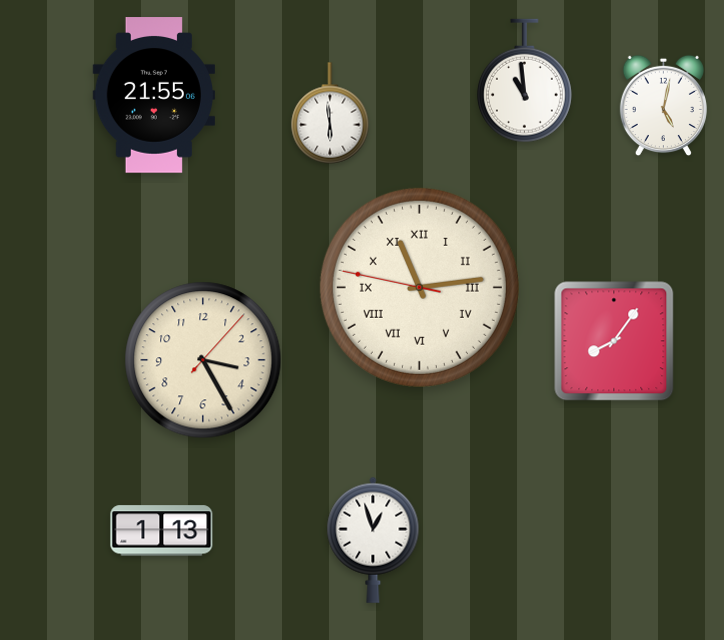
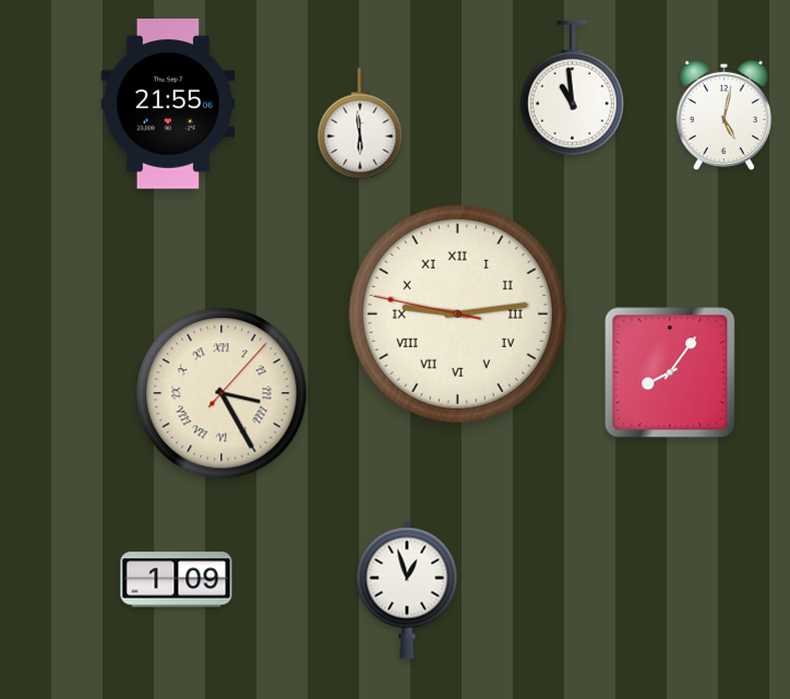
clock at (419, 287): 11:13 -> 9:13
clock at (203, 360) numerals: Arabic -> Roman
clock at (162, 531): 1:13 -> 1:09
